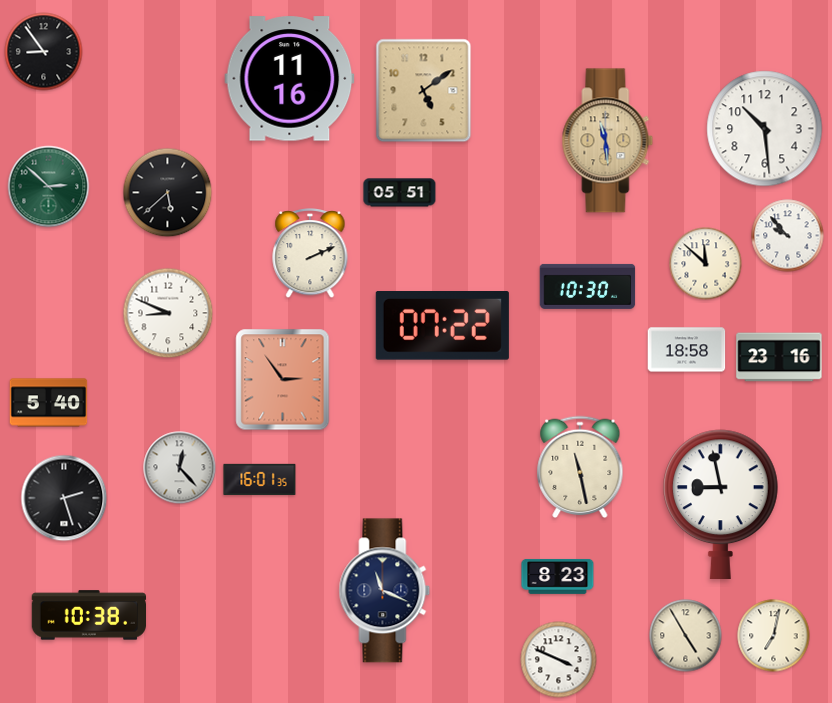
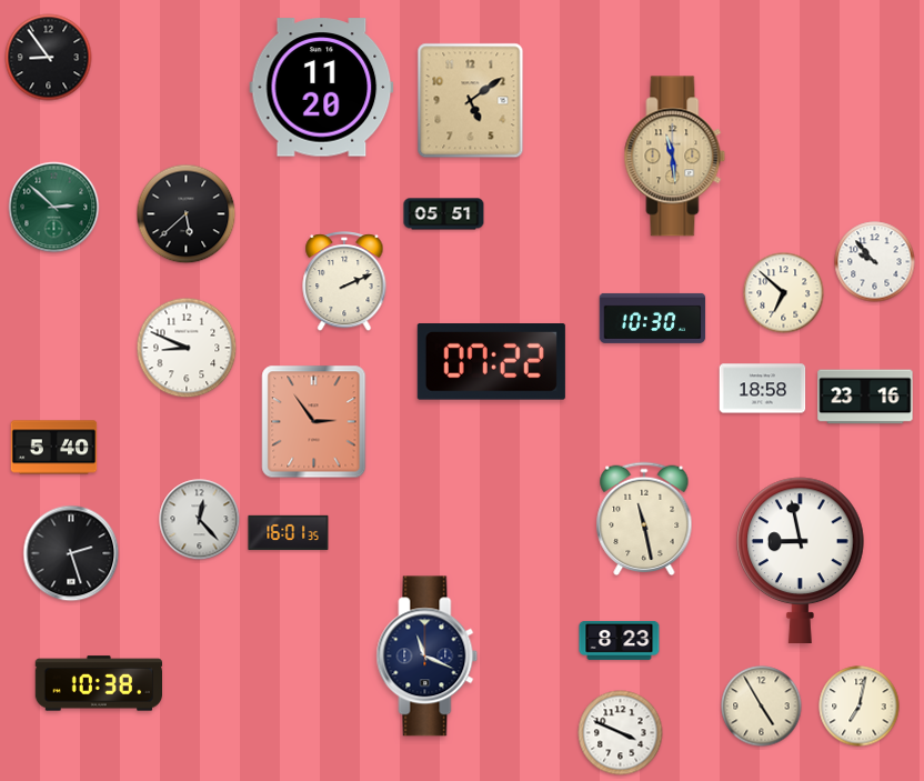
clock at (290, 79): 11:16 -> 11:20
clock at (765, 129): 10:29 -> none
clock at (706, 264): 11:52 -> 6:52
